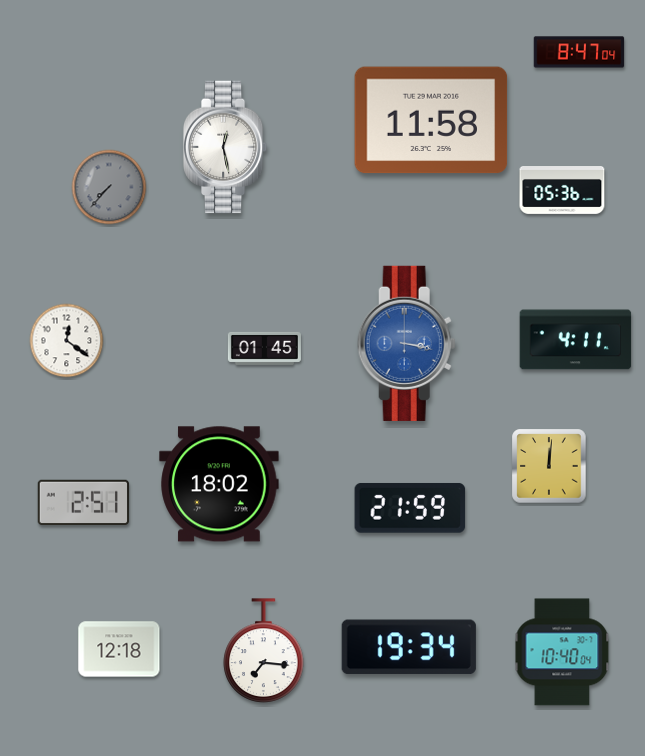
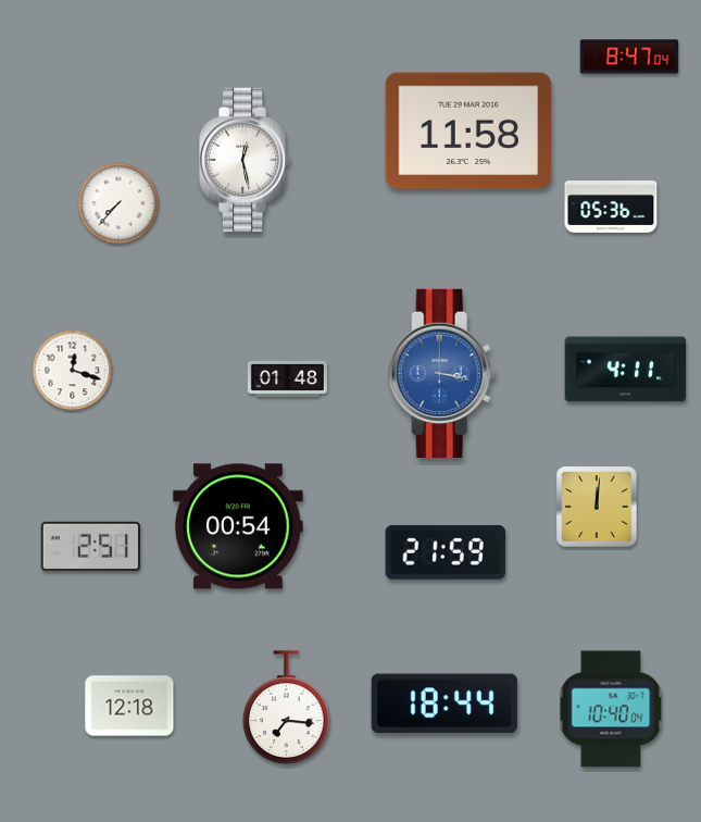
clock at (109, 187) dial: grey -> white
clock at (67, 341): 12:21 -> 12:18
clock at (264, 348): 01:45 -> 01:48
clock at (219, 484): 18:02 -> 00:54
clock at (409, 647): 19:34 -> 18:44
